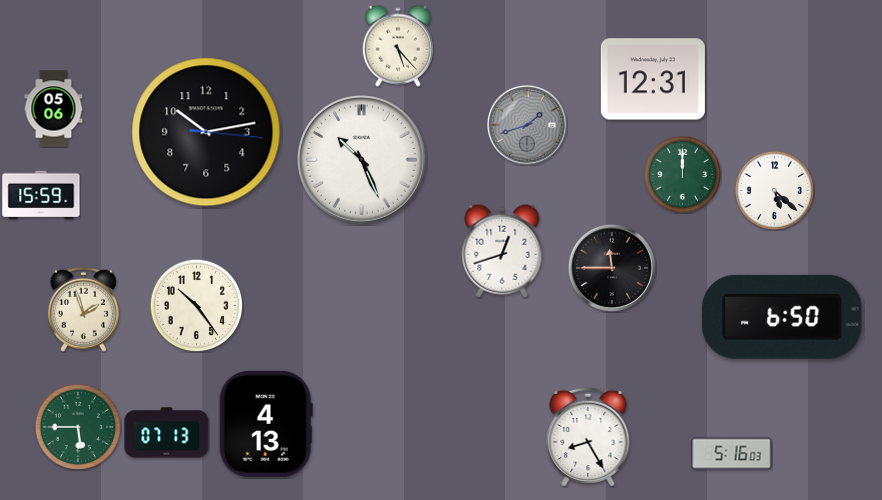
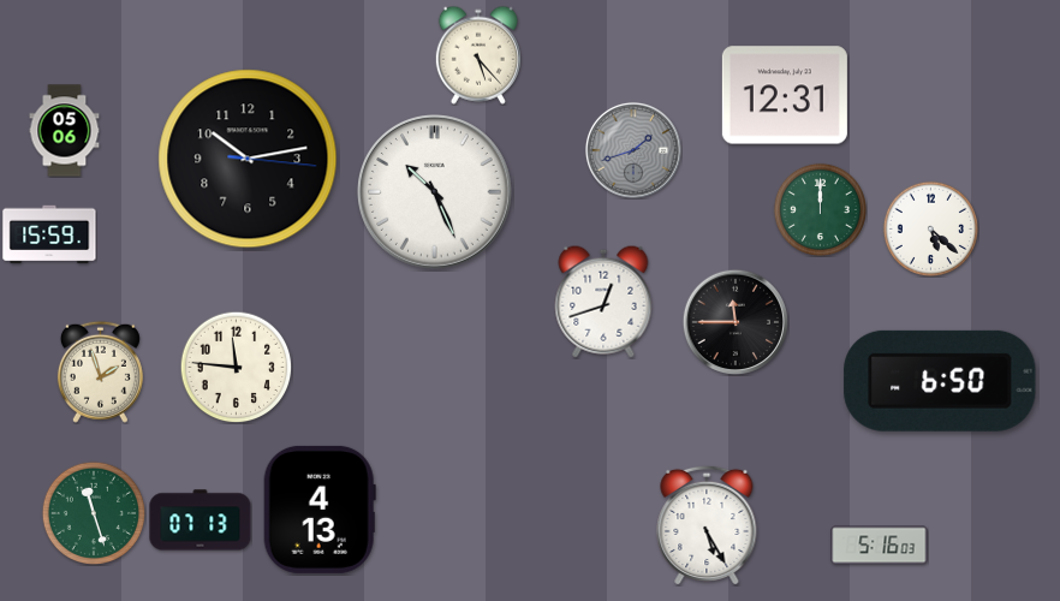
clock at (196, 305): 10:24 -> 11:46
clock at (78, 427): 5:45 -> 11:27
clock at (588, 436): 8:25 -> 5:25
